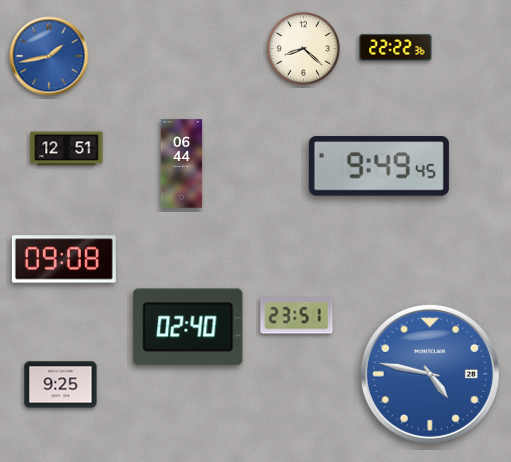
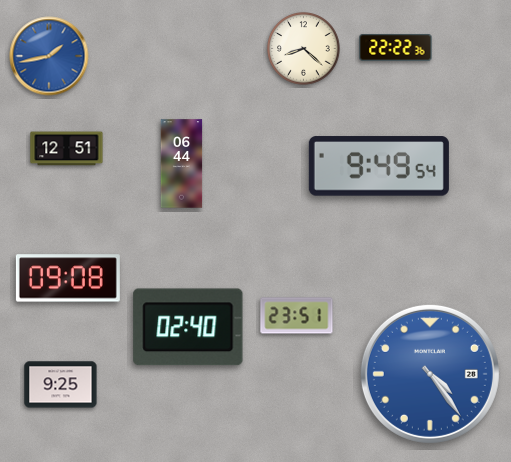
clock at (379, 166): 9:49:45 -> 9:49:54
clock at (64, 259) position: (64, 259) -> (68, 278)
clock at (430, 374): 4:47 -> 4:24
